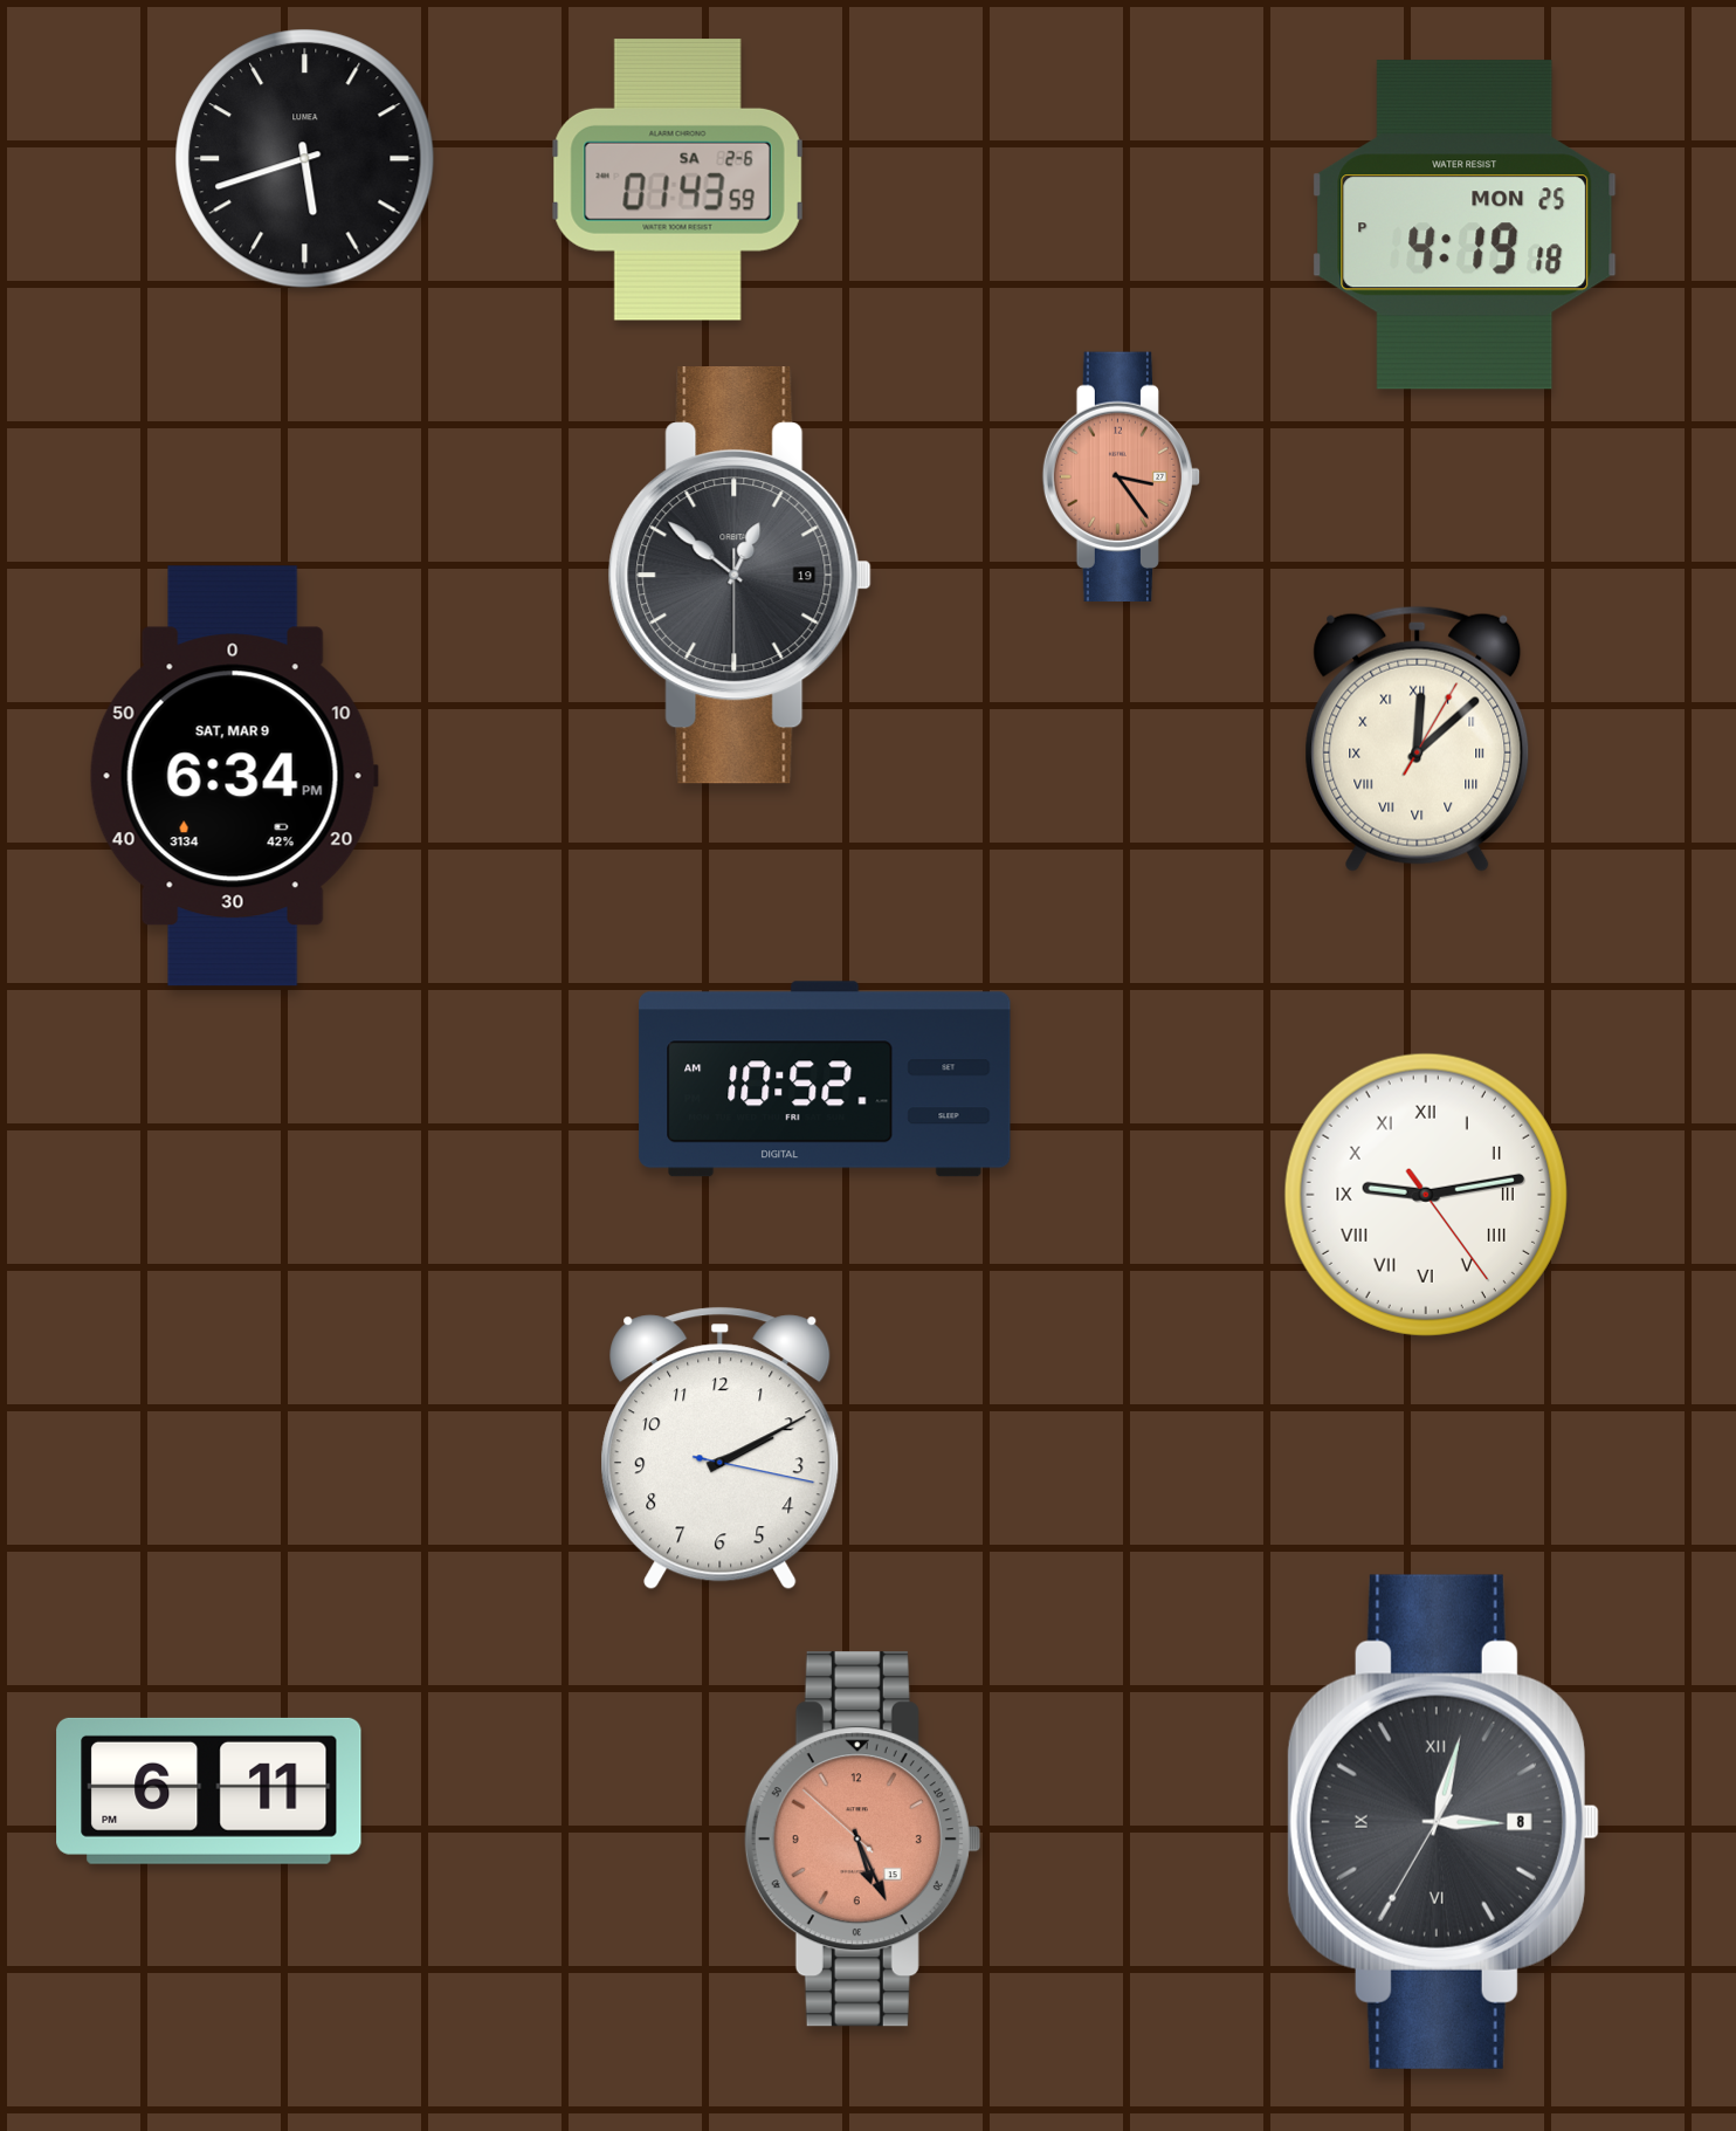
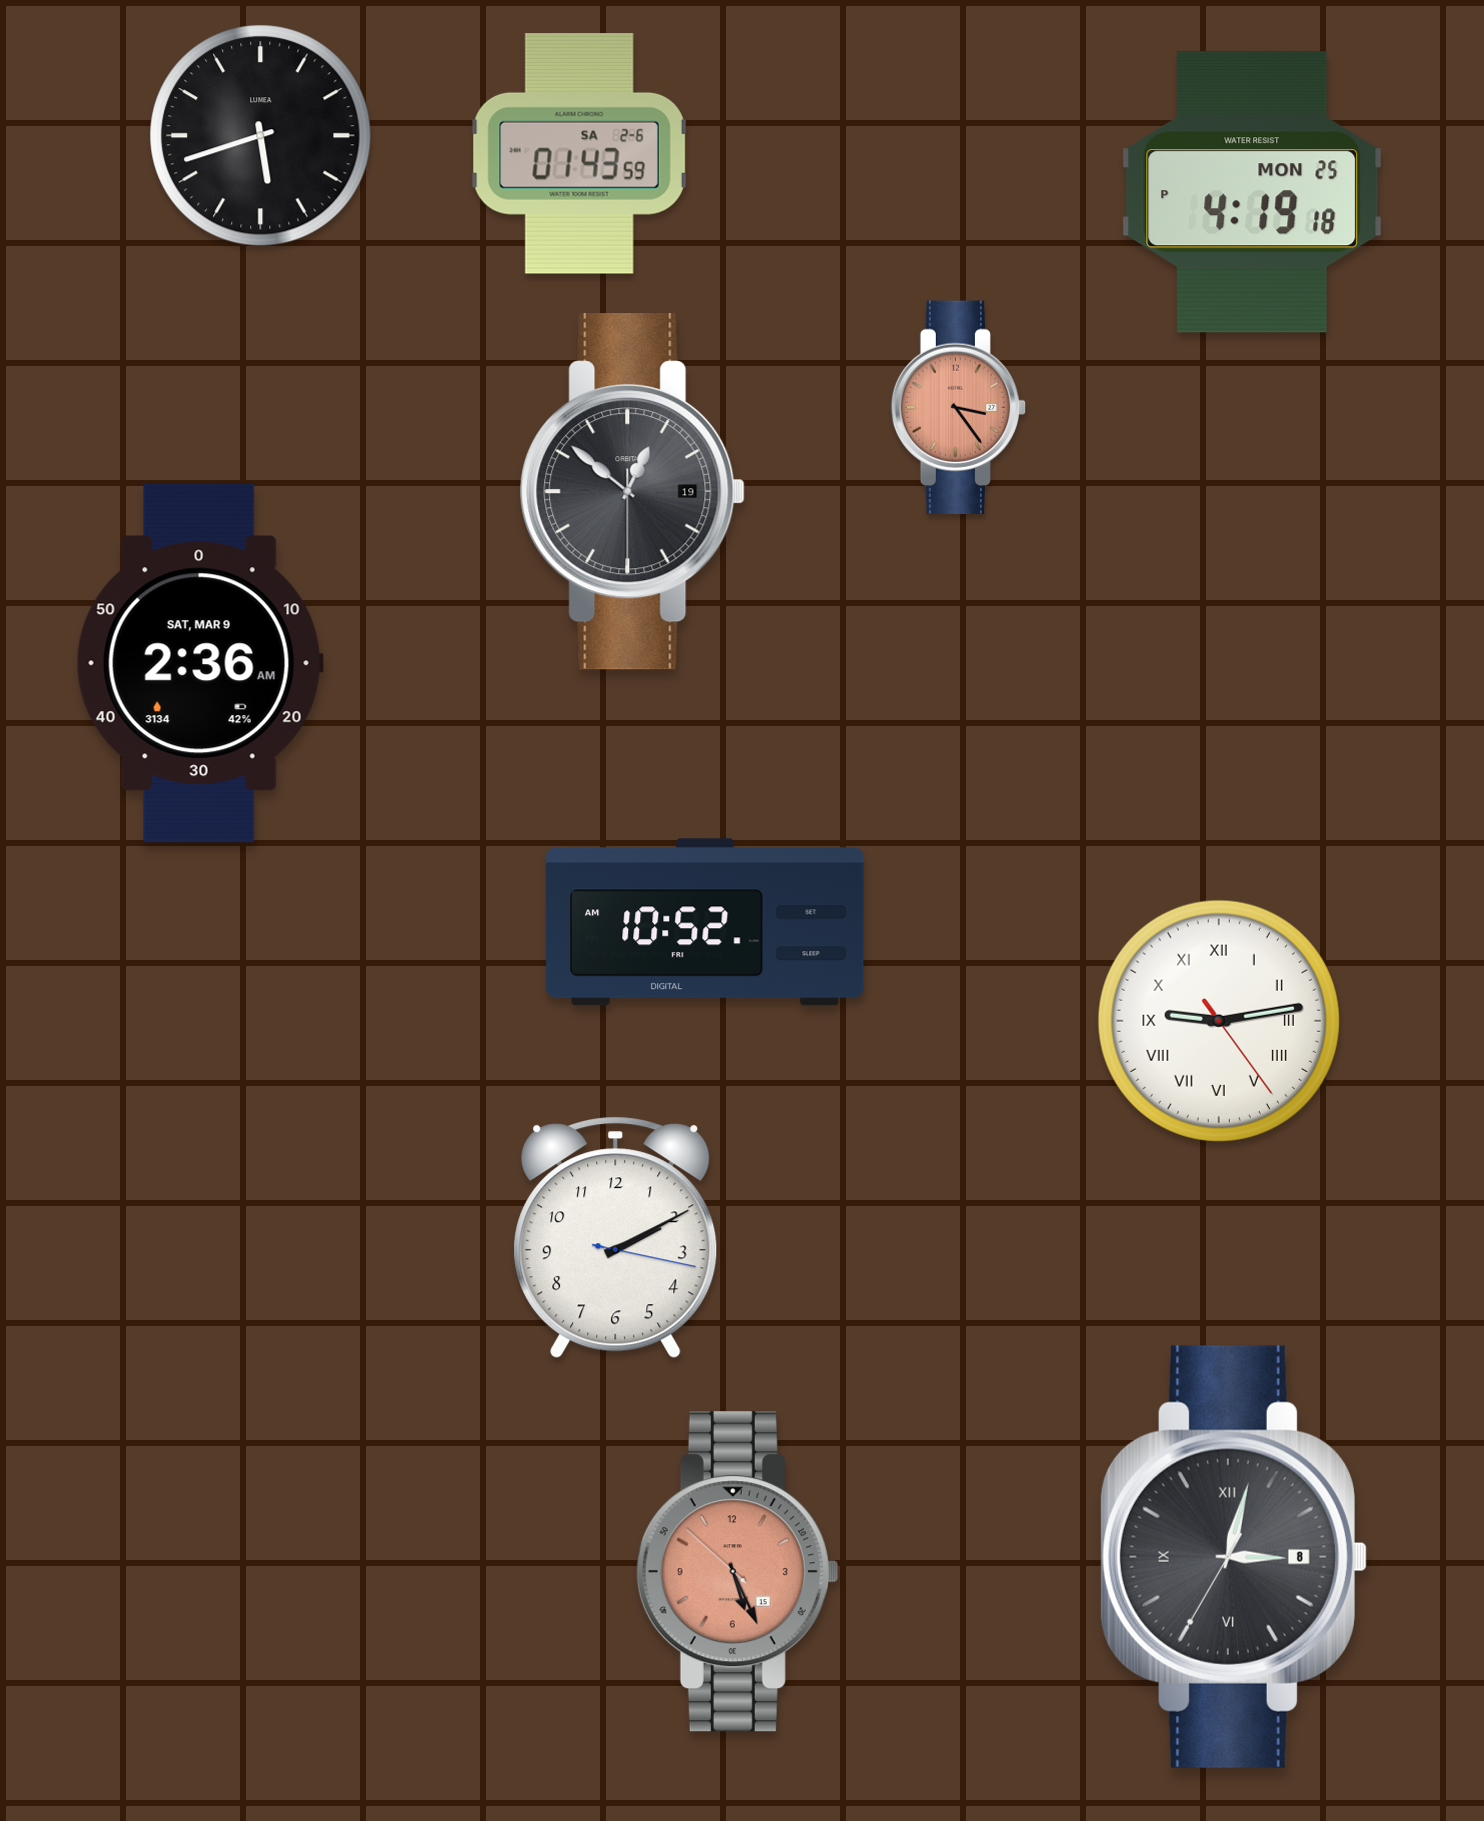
clock at (1418, 738): 12:08 -> none
clock at (234, 776): 6:34 -> 2:36
clock at (209, 1790): 6:11 -> none
